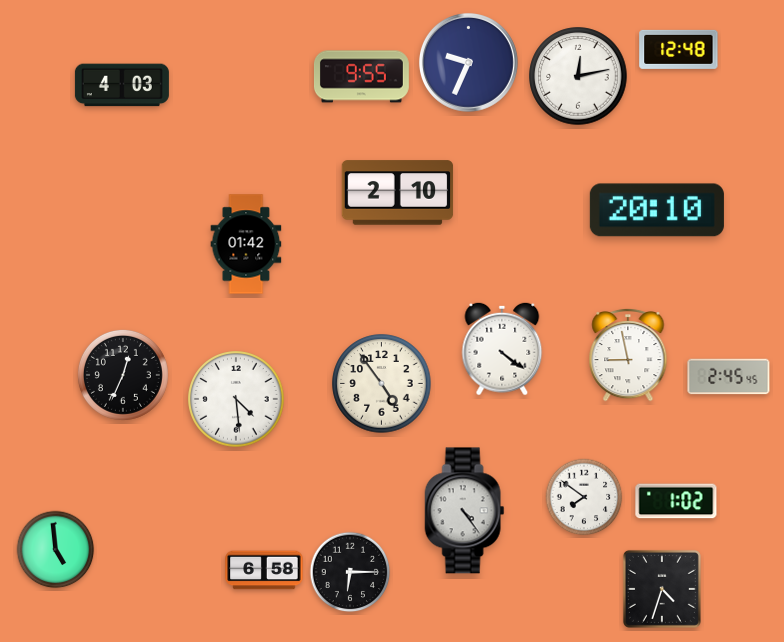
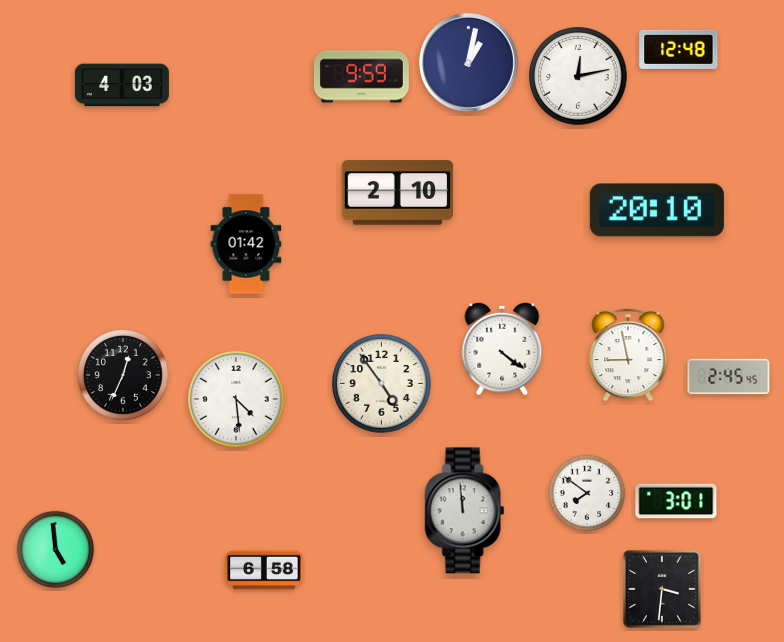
clock at (468, 62): 9:34 -> 1:02
clock at (361, 77): 9:55 -> 9:59
clock at (584, 497) position: (584, 497) -> (587, 493)
clock at (676, 501): 1:02 -> 3:01
clock at (465, 511): 4:24 -> 11:59
clock at (350, 572): 6:15 -> none
clock at (662, 589): 4:33 -> 3:31
